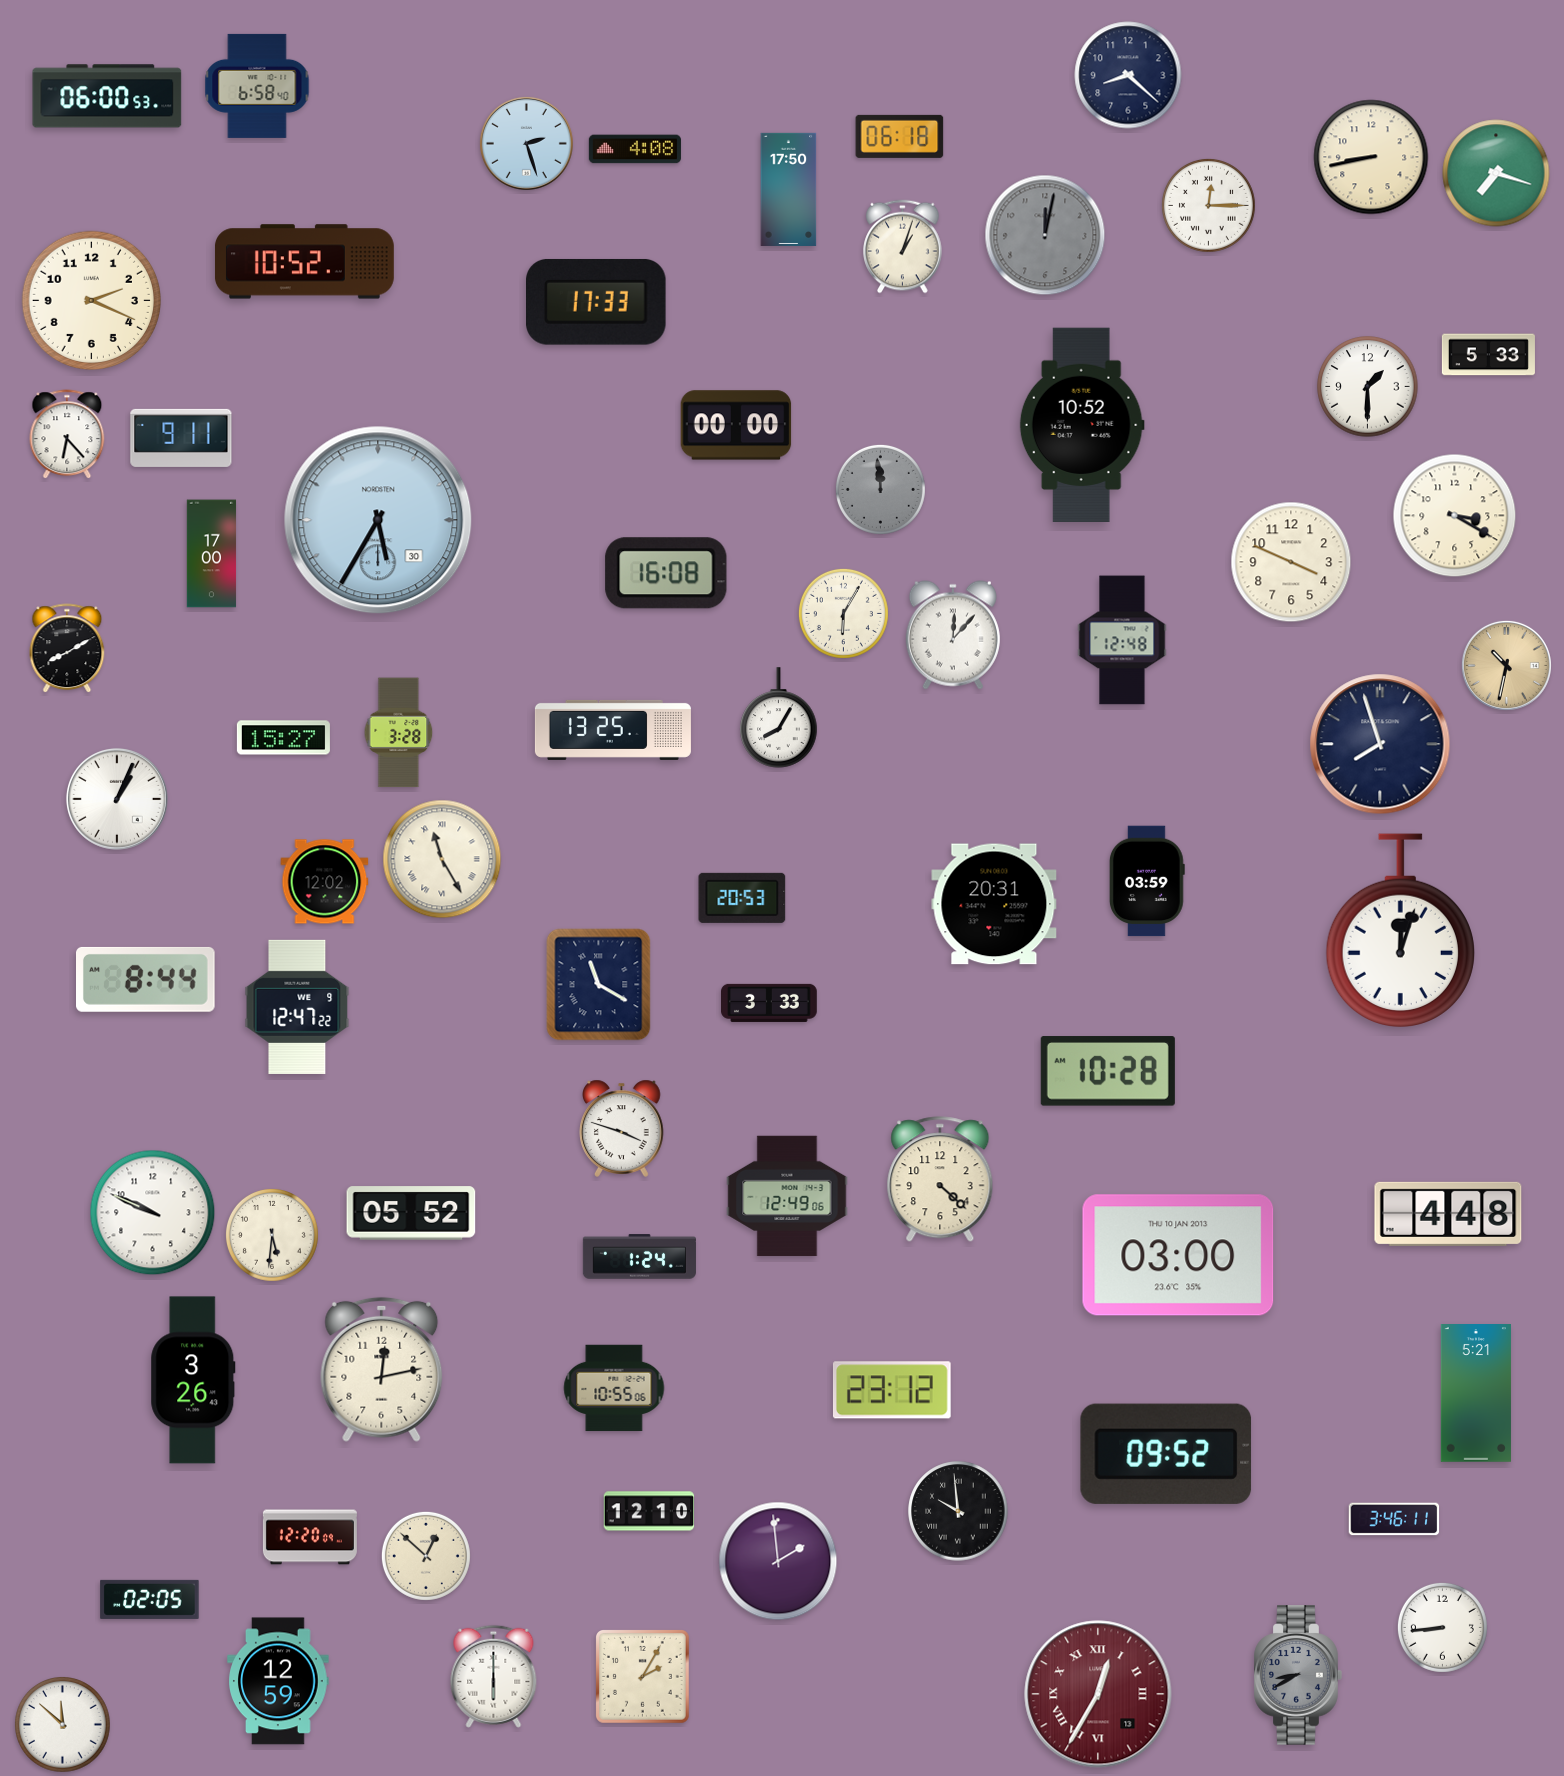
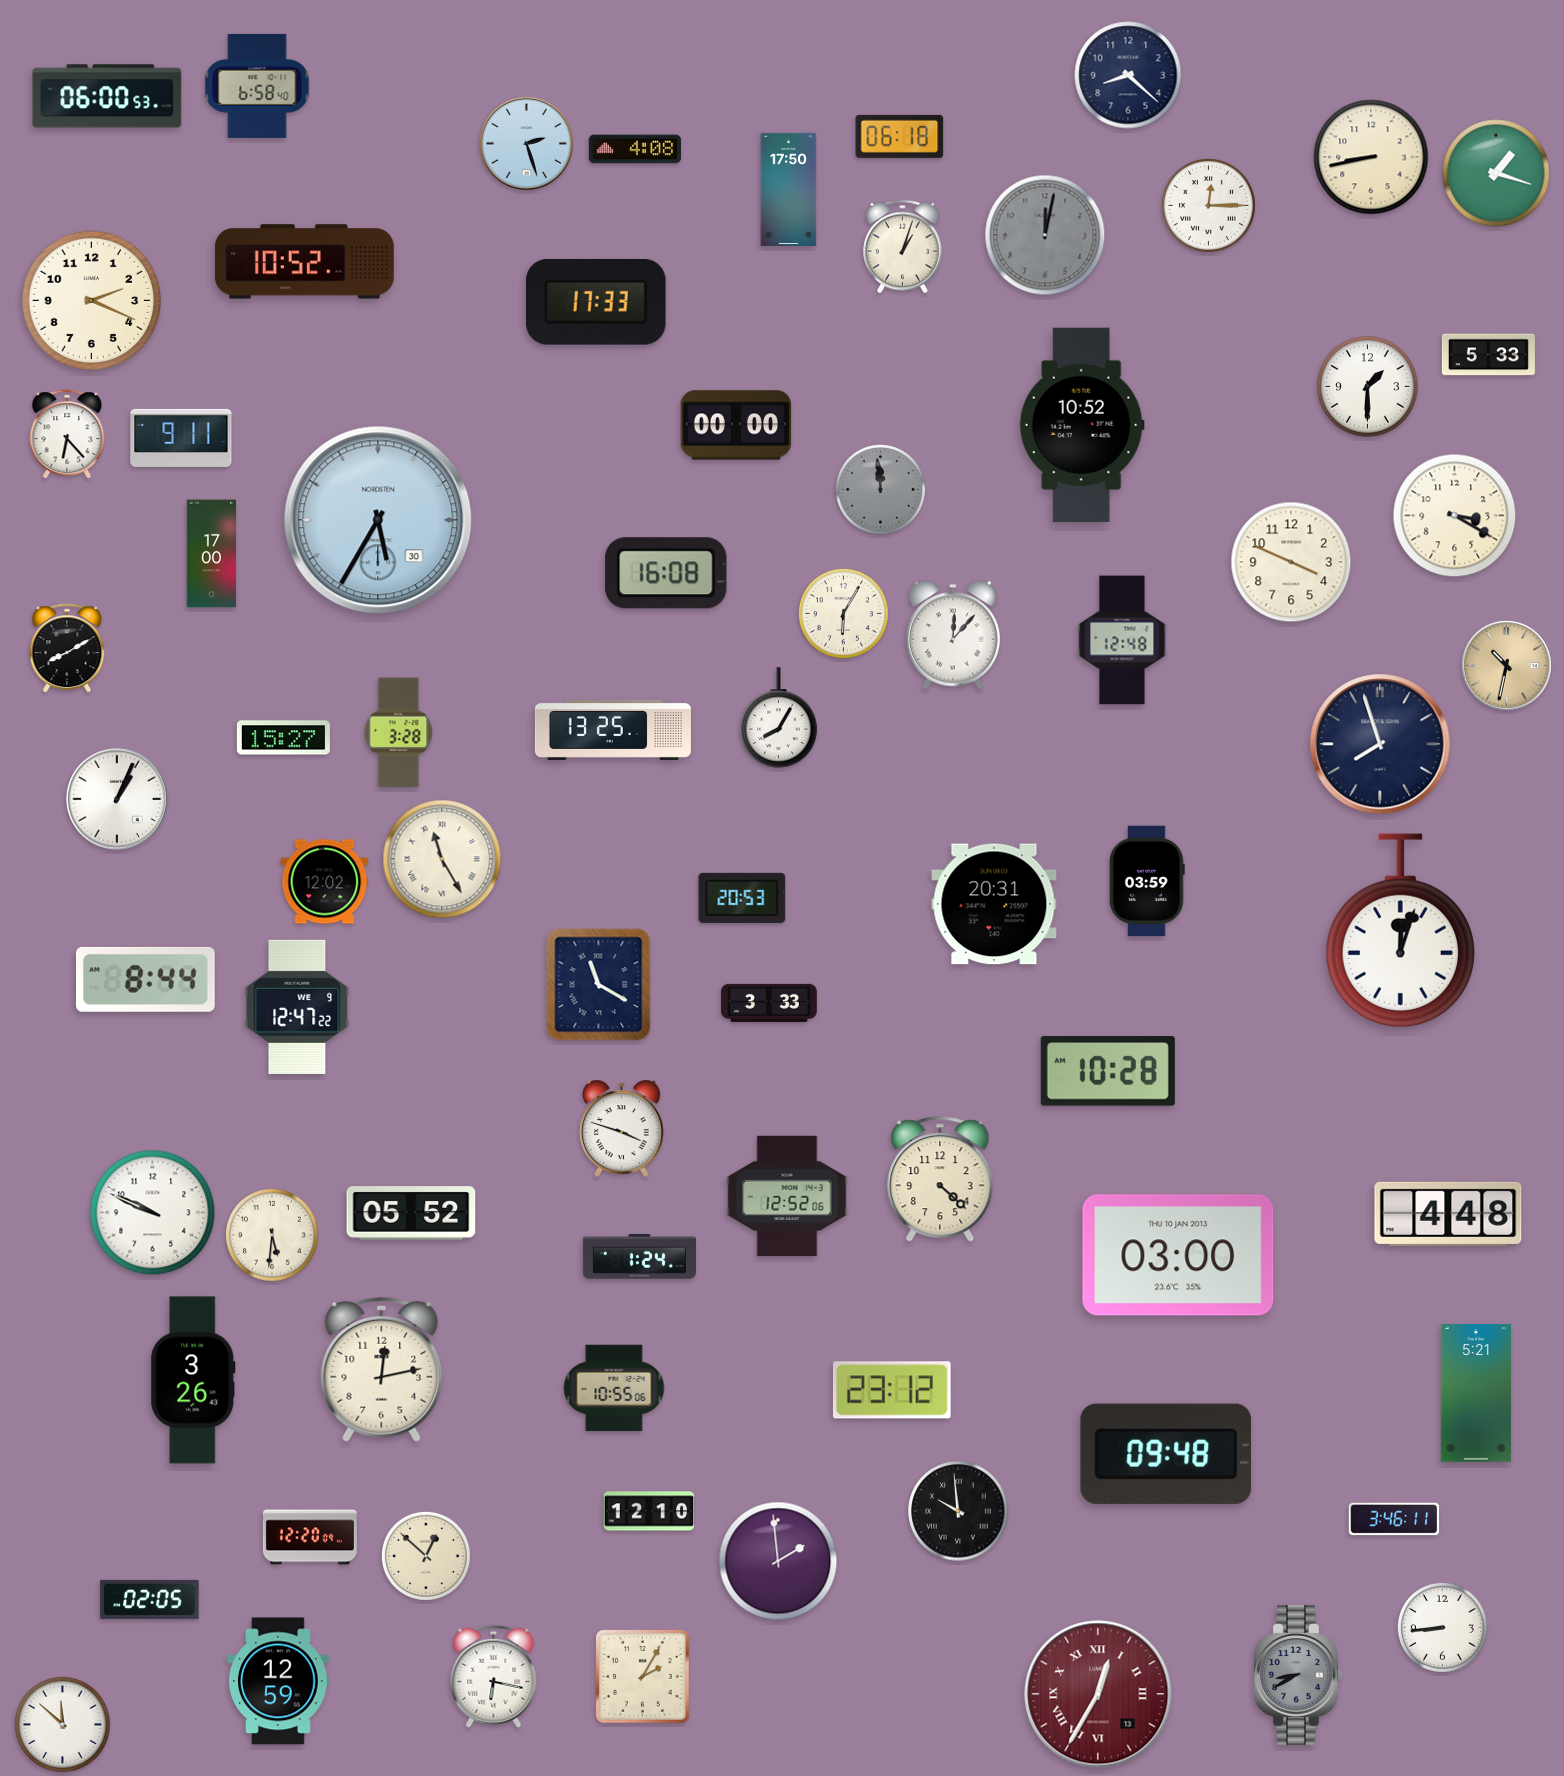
clock at (1496, 173): 7:18 -> 1:18
clock at (787, 1196): 12:49 -> 12:52
clock at (1166, 1454): 09:52 -> 09:48
clock at (494, 1676): 6:00 -> 6:17
